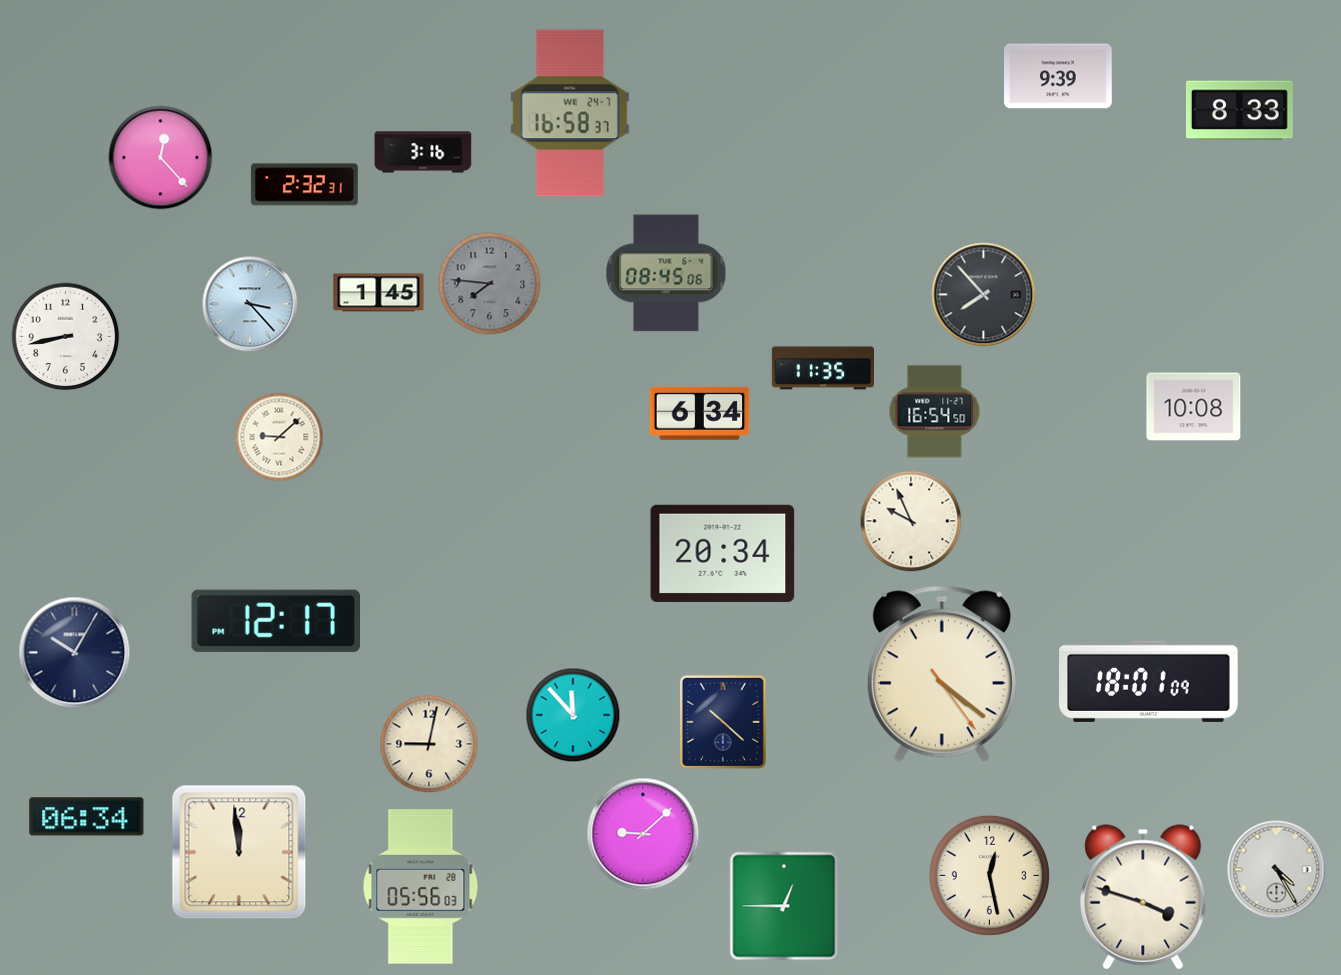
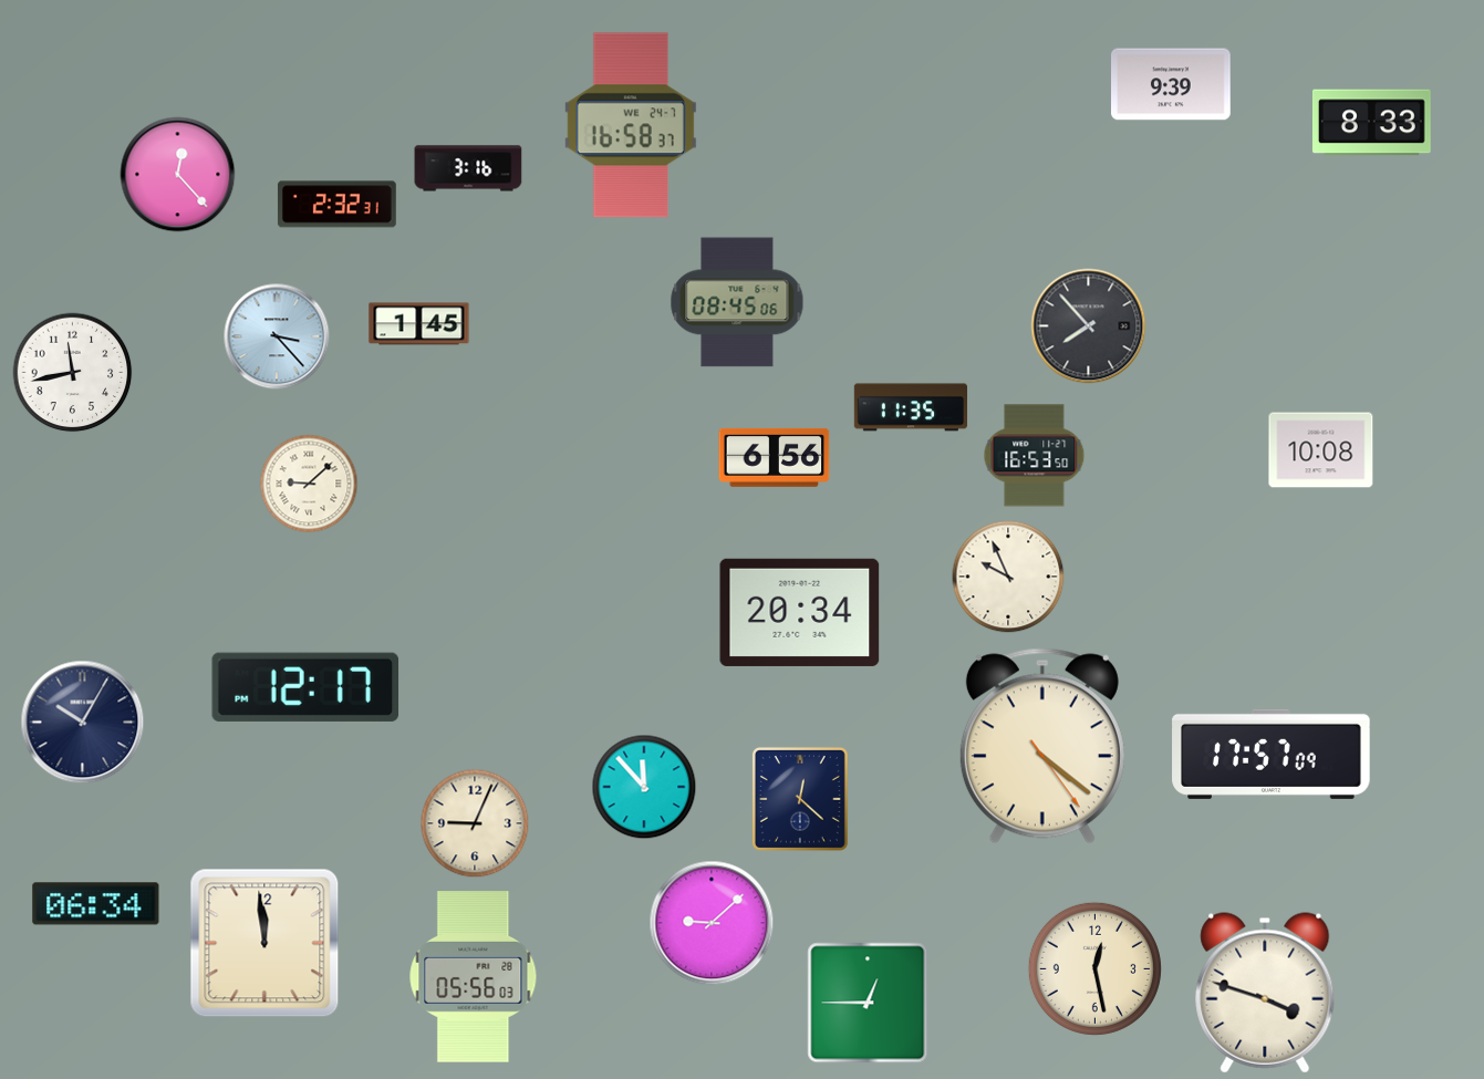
clock at (490, 284): 7:46 -> none
clock at (66, 337): 8:43 -> 11:43
clock at (935, 412): 16:54 -> 16:53
clock at (700, 413): 6:34 -> 6:56
clock at (1149, 681): 18:01 -> 17:57
clock at (573, 715) position: (573, 715) -> (644, 787)
clock at (723, 722): 10:22 -> 12:22
clock at (429, 744): 9:02 -> 9:04
clock at (1277, 870): 4:25 -> none
clock at (421, 887) position: (421, 887) -> (474, 977)
